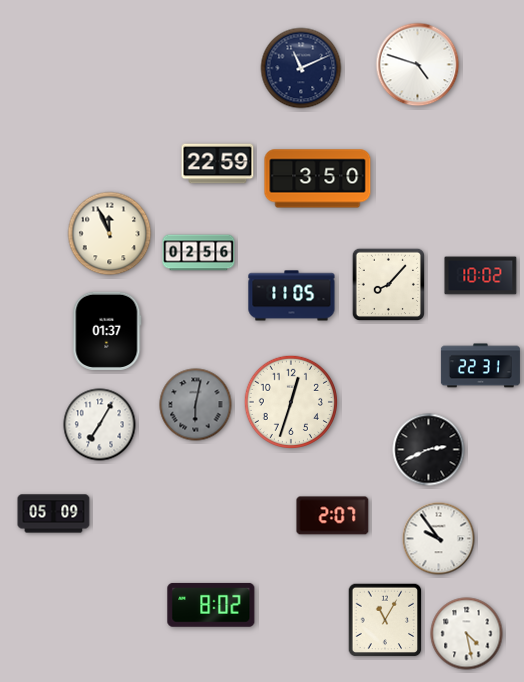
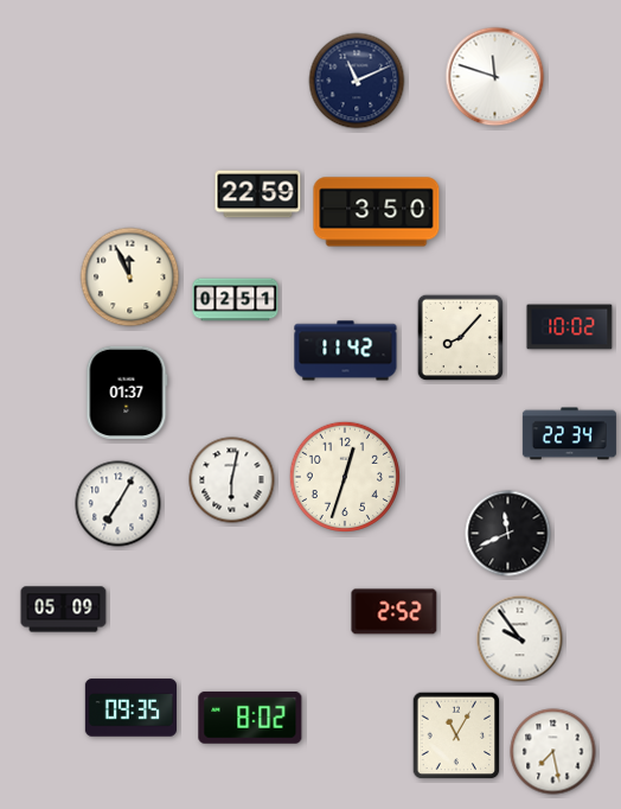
clock at (418, 65): 4:48 -> 11:48
clock at (199, 253): 02:56 -> 02:51
clock at (292, 296): 11:05 -> 11:42
clock at (480, 366): 22:31 -> 22:34
clock at (196, 405) dial: grey -> white
clock at (429, 450): 2:41 -> 11:41
clock at (333, 516): 2:07 -> 2:52
clock at (132, 708): none -> 09:35
clock at (467, 634): 4:28 -> 7:28
